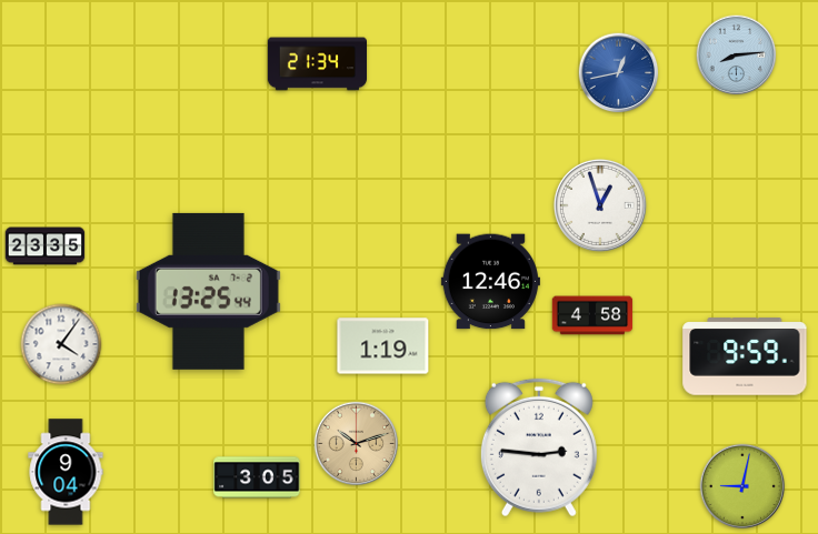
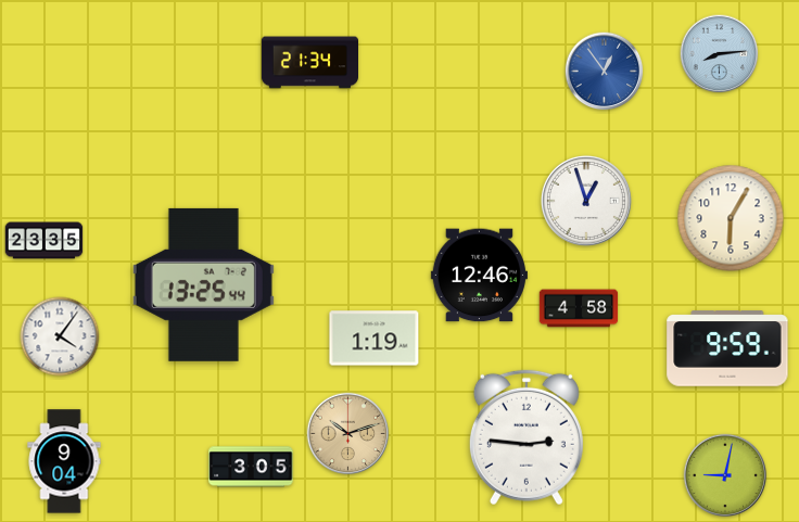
clock at (619, 73): 12:43 -> 12:54
clock at (731, 218): none -> 6:05
